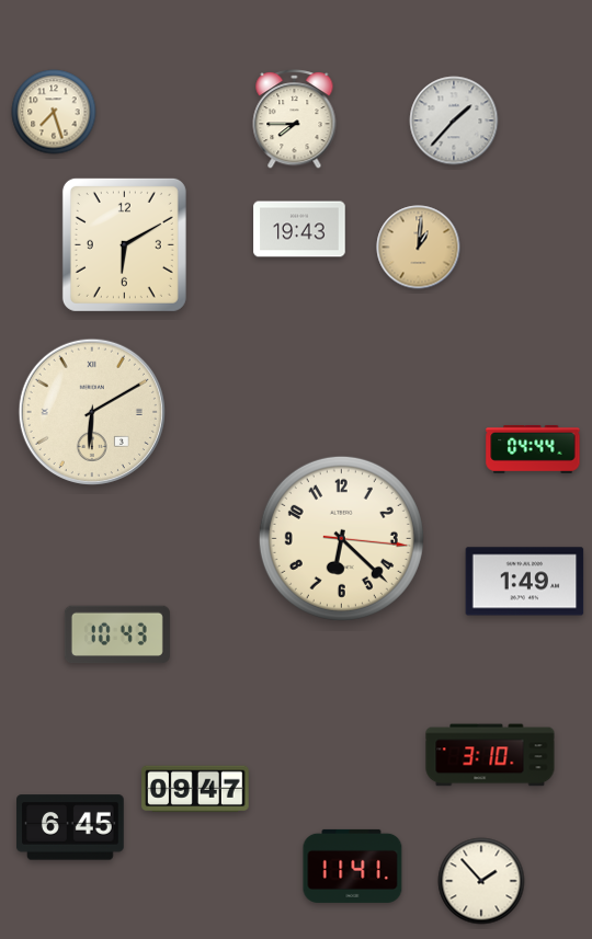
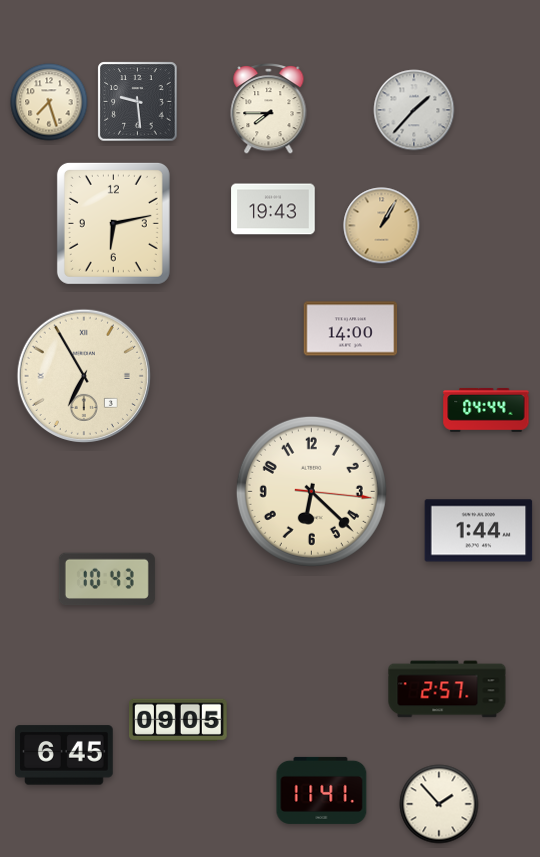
clock at (138, 102): none -> 9:29
clock at (124, 244): 6:10 -> 6:13
clock at (419, 248): 1:01 -> 1:05
clock at (351, 329): none -> 14:00
clock at (91, 412): 6:10 -> 6:55
clock at (525, 582): 1:49 -> 1:44
clock at (490, 755): 3:10 -> 2:57
clock at (196, 789): 09:47 -> 09:05
